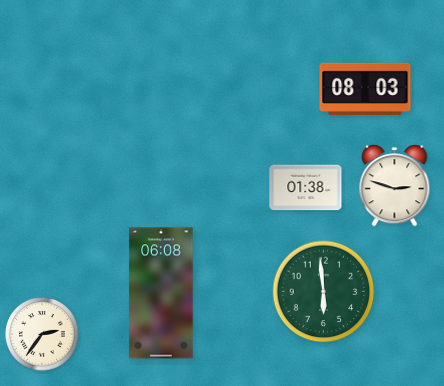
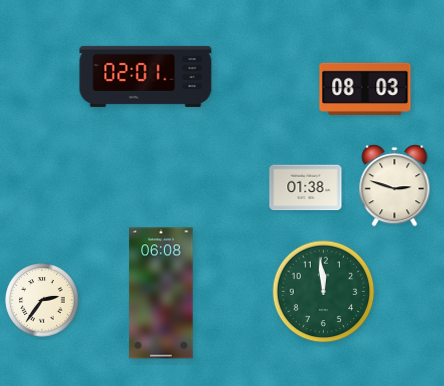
clock at (146, 76): none -> 02:01
clock at (324, 292): 5:59 -> 11:59
clock at (42, 334) position: (42, 334) -> (42, 300)
